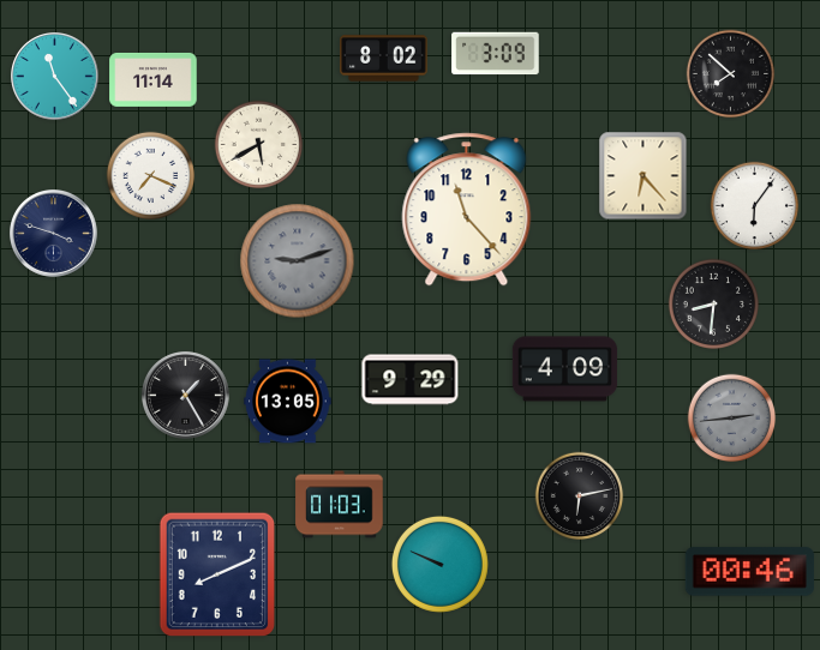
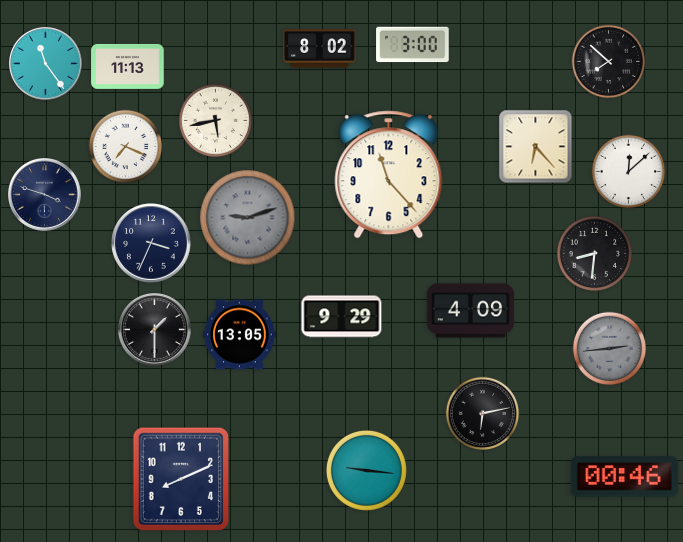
clock at (496, 54): 3:09 -> 3:00
clock at (154, 79): 11:14 -> 11:13
clock at (259, 145): 5:40 -> 5:43
clock at (755, 206): 6:06 -> 12:08
clock at (151, 243): none -> 3:34
clock at (565, 369) position: (565, 369) -> (471, 311)
clock at (186, 396): 1:25 -> 1:30
clock at (340, 505): 01:03 -> none
clock at (439, 564): 9:49 -> 9:16
